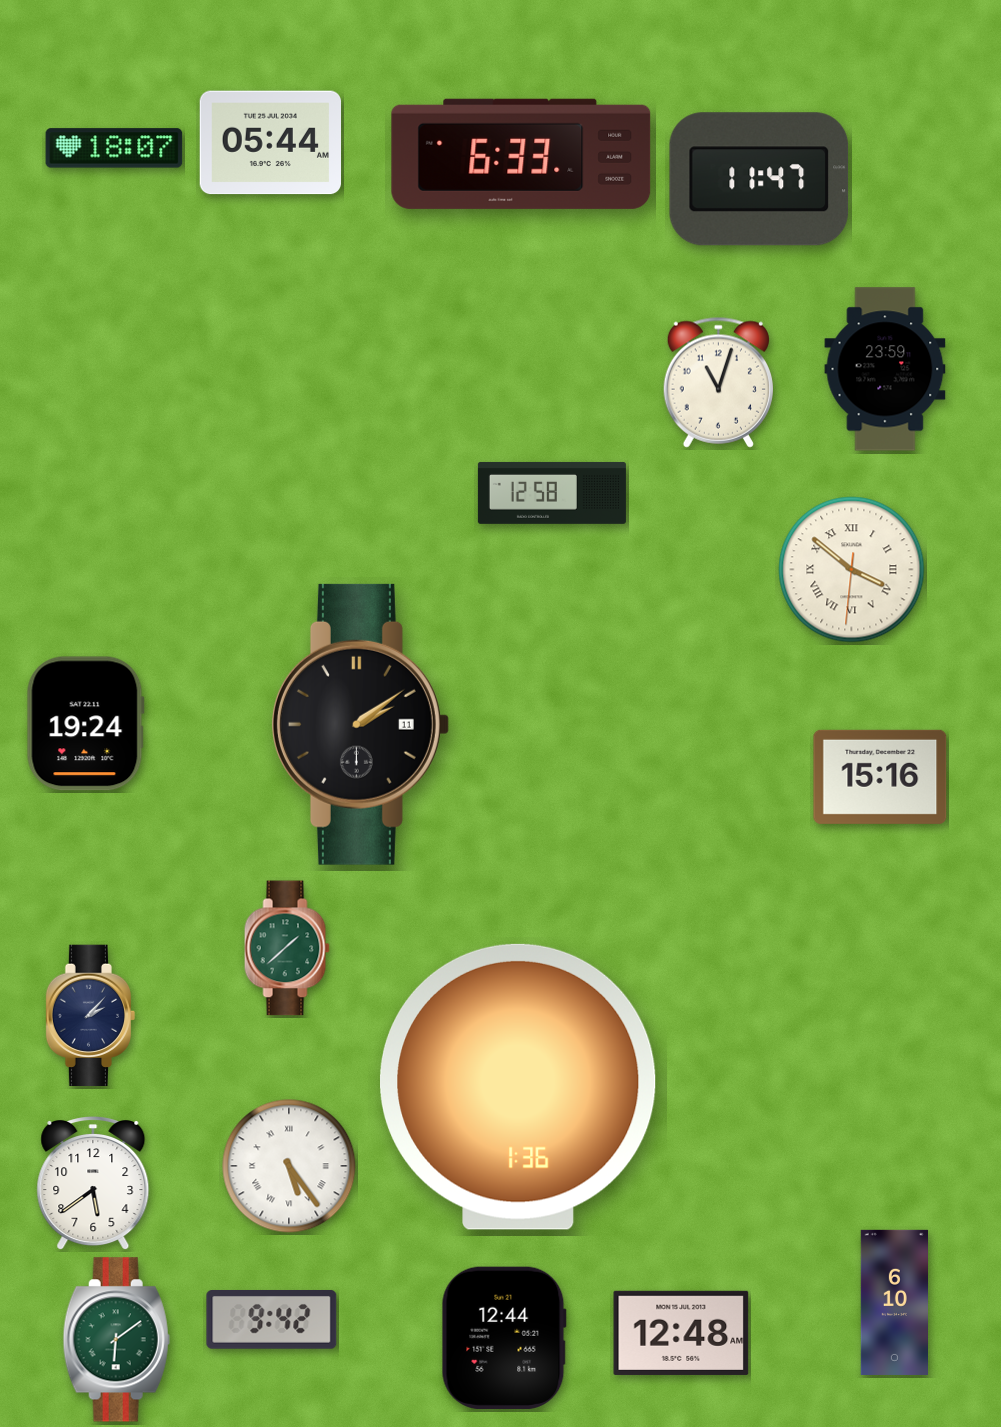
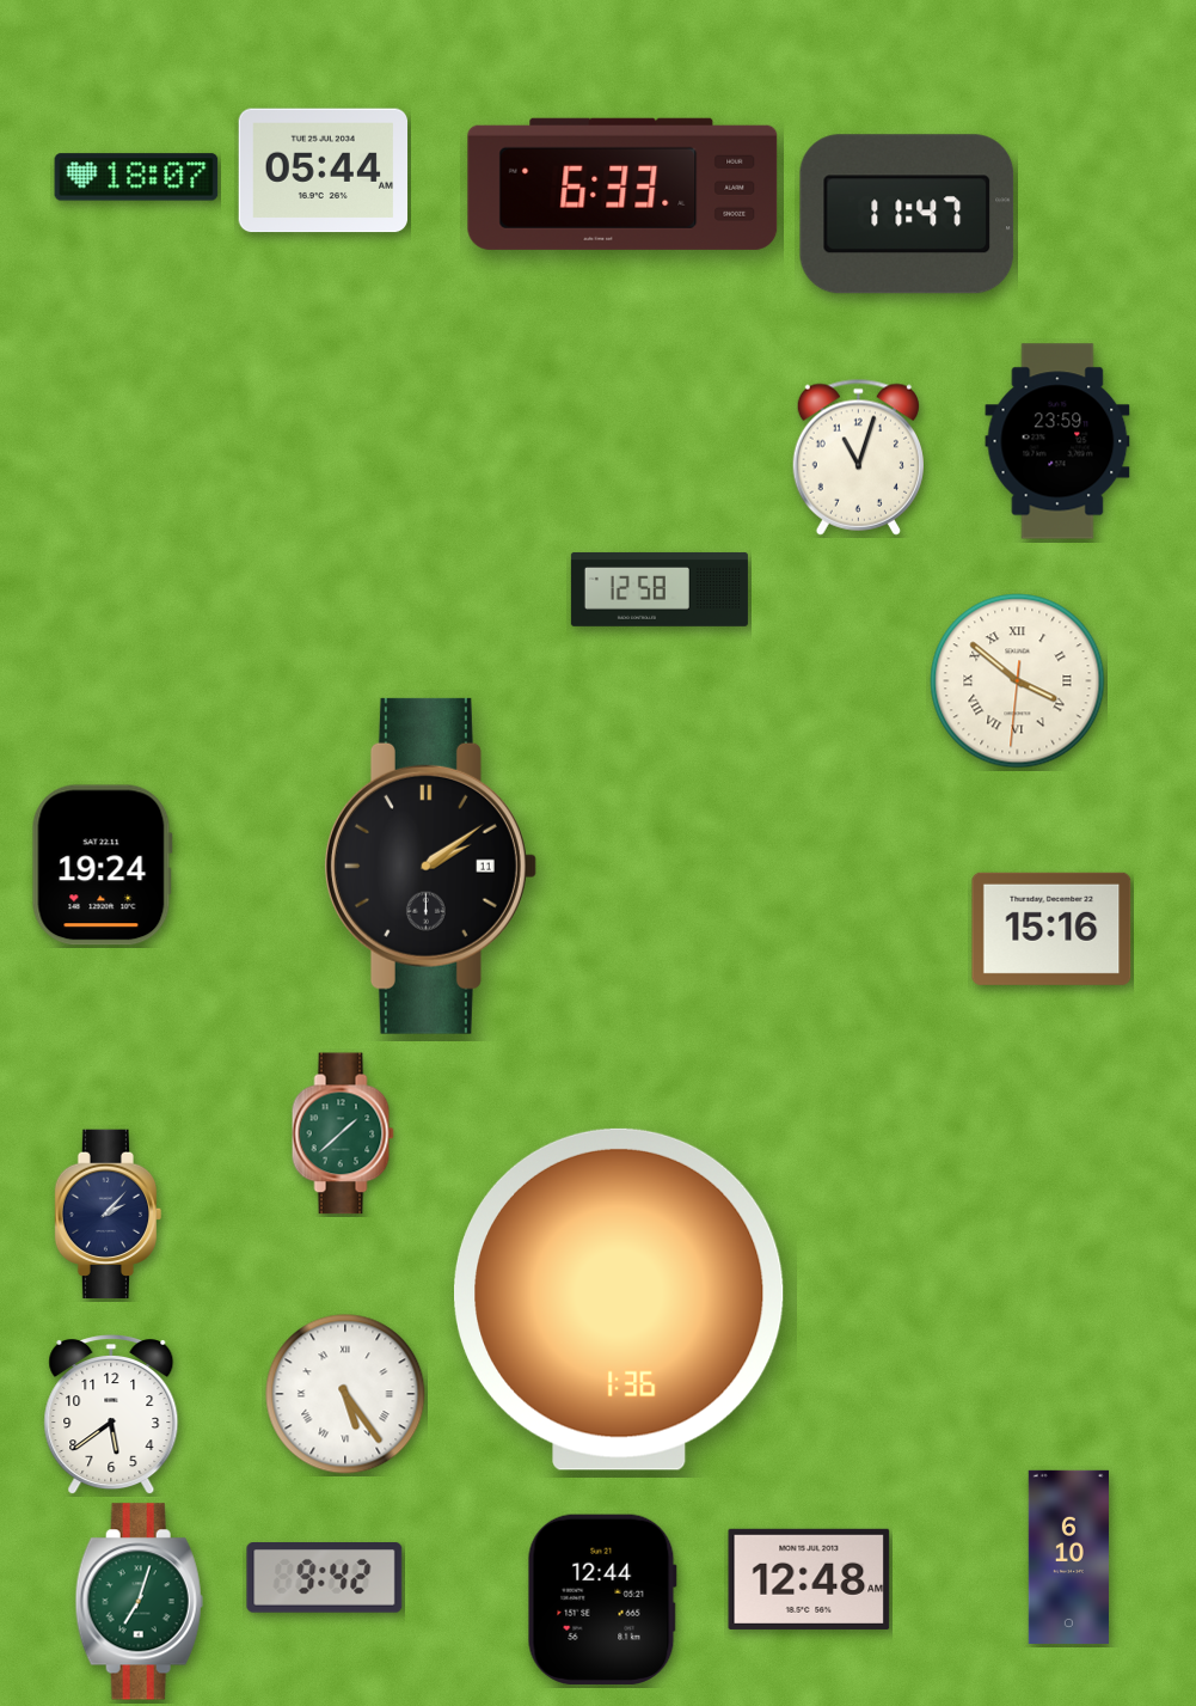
clock at (681, 1333) position: (681, 1333) -> (809, 1579)
clock at (116, 1340): 6:09 -> 7:03
